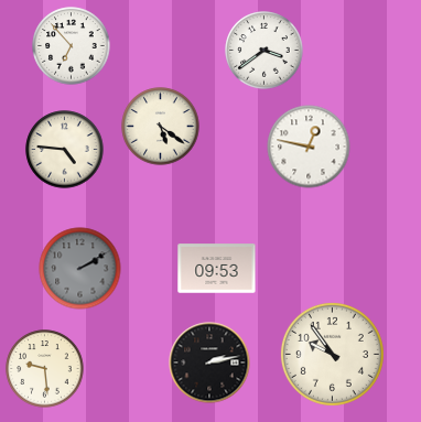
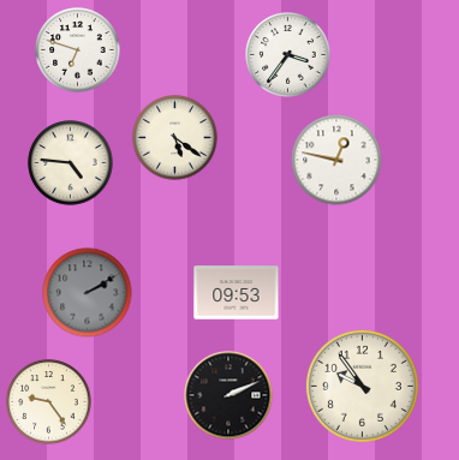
clock at (72, 46): 6:53 -> 6:48
clock at (265, 51): 3:39 -> 3:36
clock at (209, 363): 2:13 -> 2:11
clock at (45, 369): 9:29 -> 9:24
